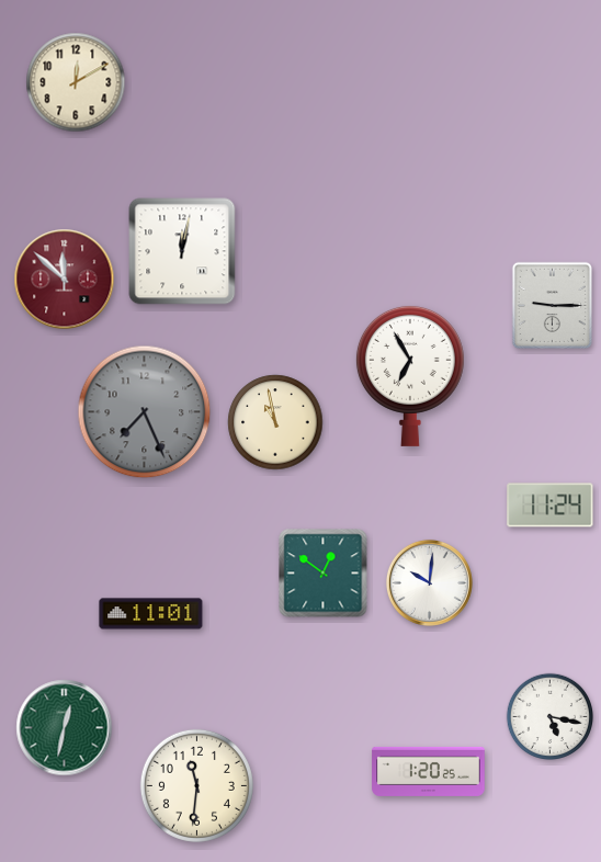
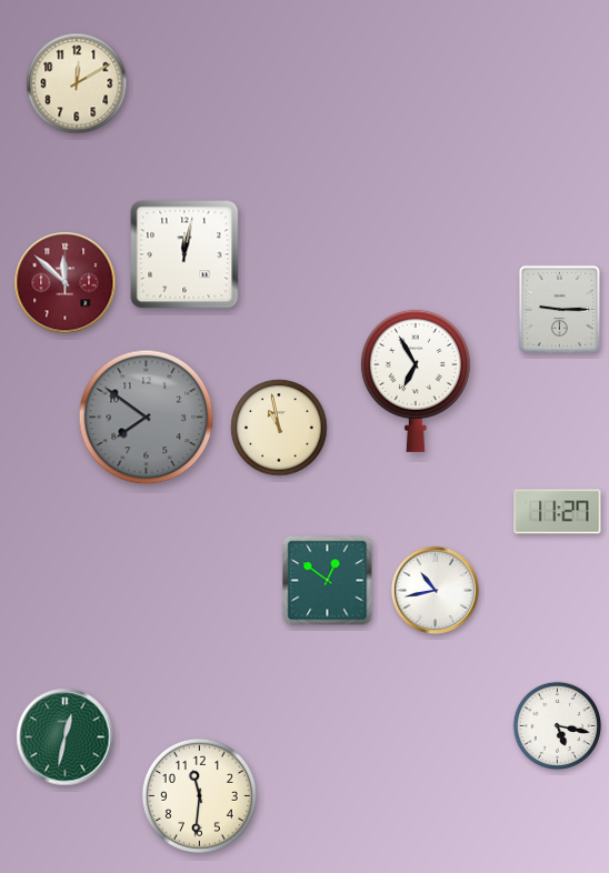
clock at (145, 412): 7:26 -> 7:51
clock at (551, 506): 11:24 -> 11:27
clock at (429, 582): 10:01 -> 10:43
clock at (151, 614): 11:01 -> none
clock at (429, 771): 1:20 -> none
